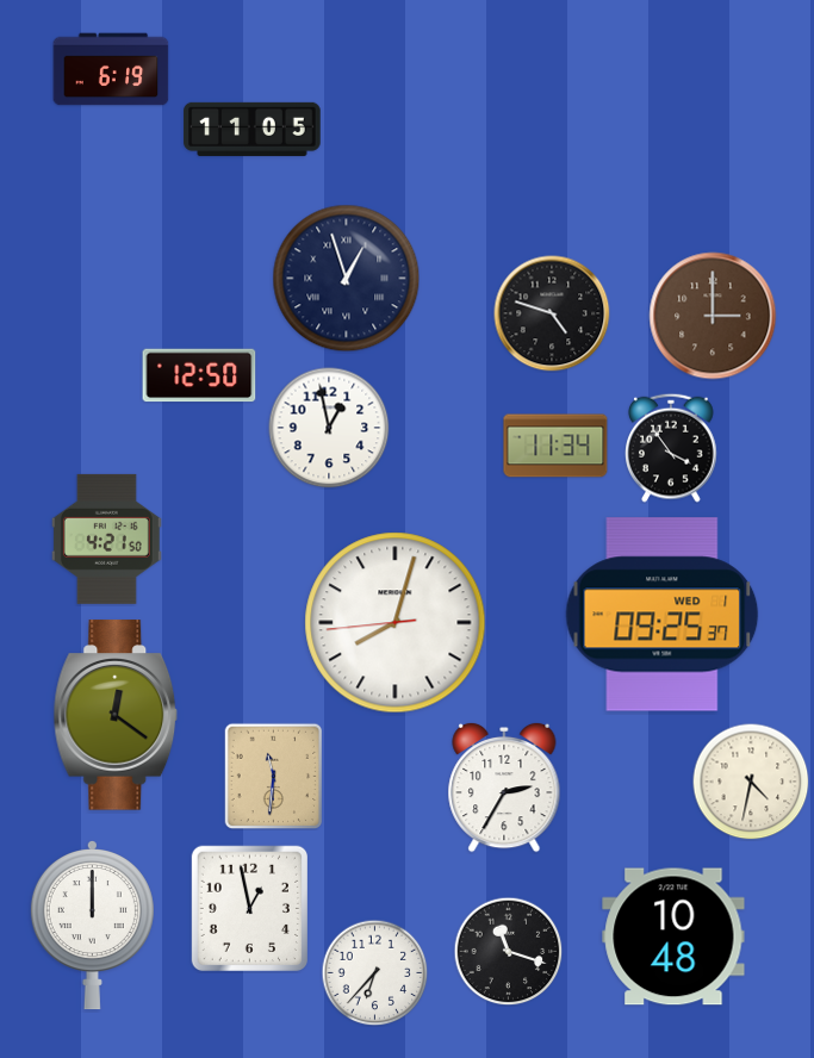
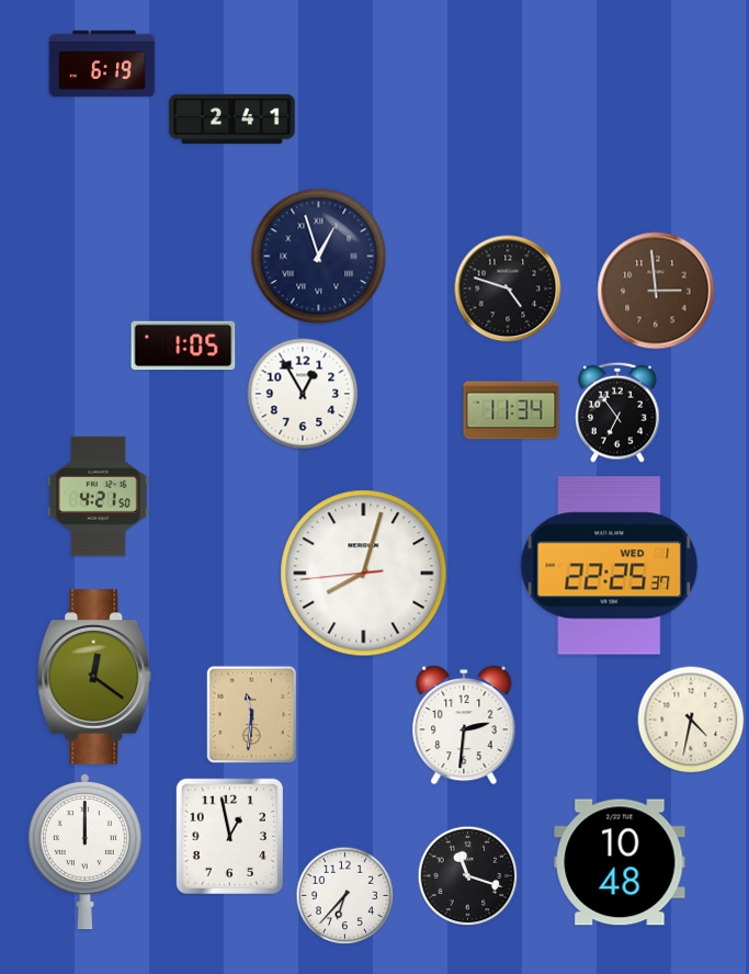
clock at (253, 129): 11:05 -> 2:41
clock at (713, 316): 3:00 -> 2:59
clock at (199, 375): 12:50 -> 1:05
clock at (329, 428): 12:58 -> 12:55
clock at (671, 448): 3:54 -> 6:54
clock at (663, 615): 09:25 -> 22:25
clock at (116, 715) position: (116, 715) -> (94, 677)
clock at (504, 788): 2:35 -> 2:31
